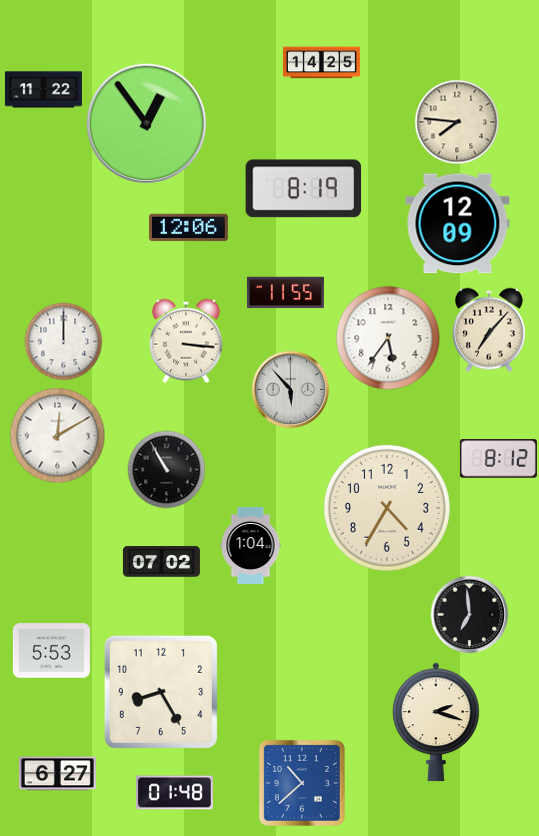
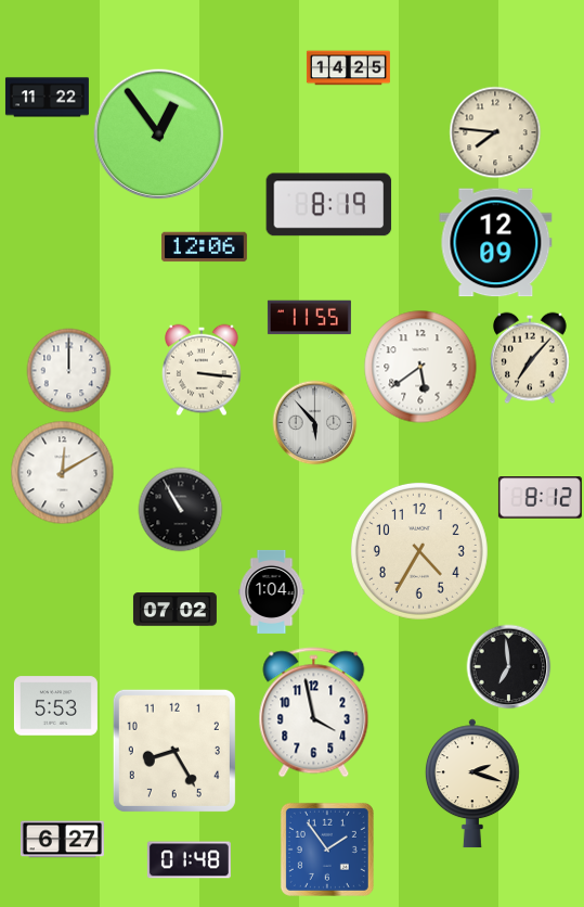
clock at (388, 338): 5:36 -> 5:39
clock at (314, 713): none -> 3:58
clock at (302, 783): 10:38 -> 1:54
